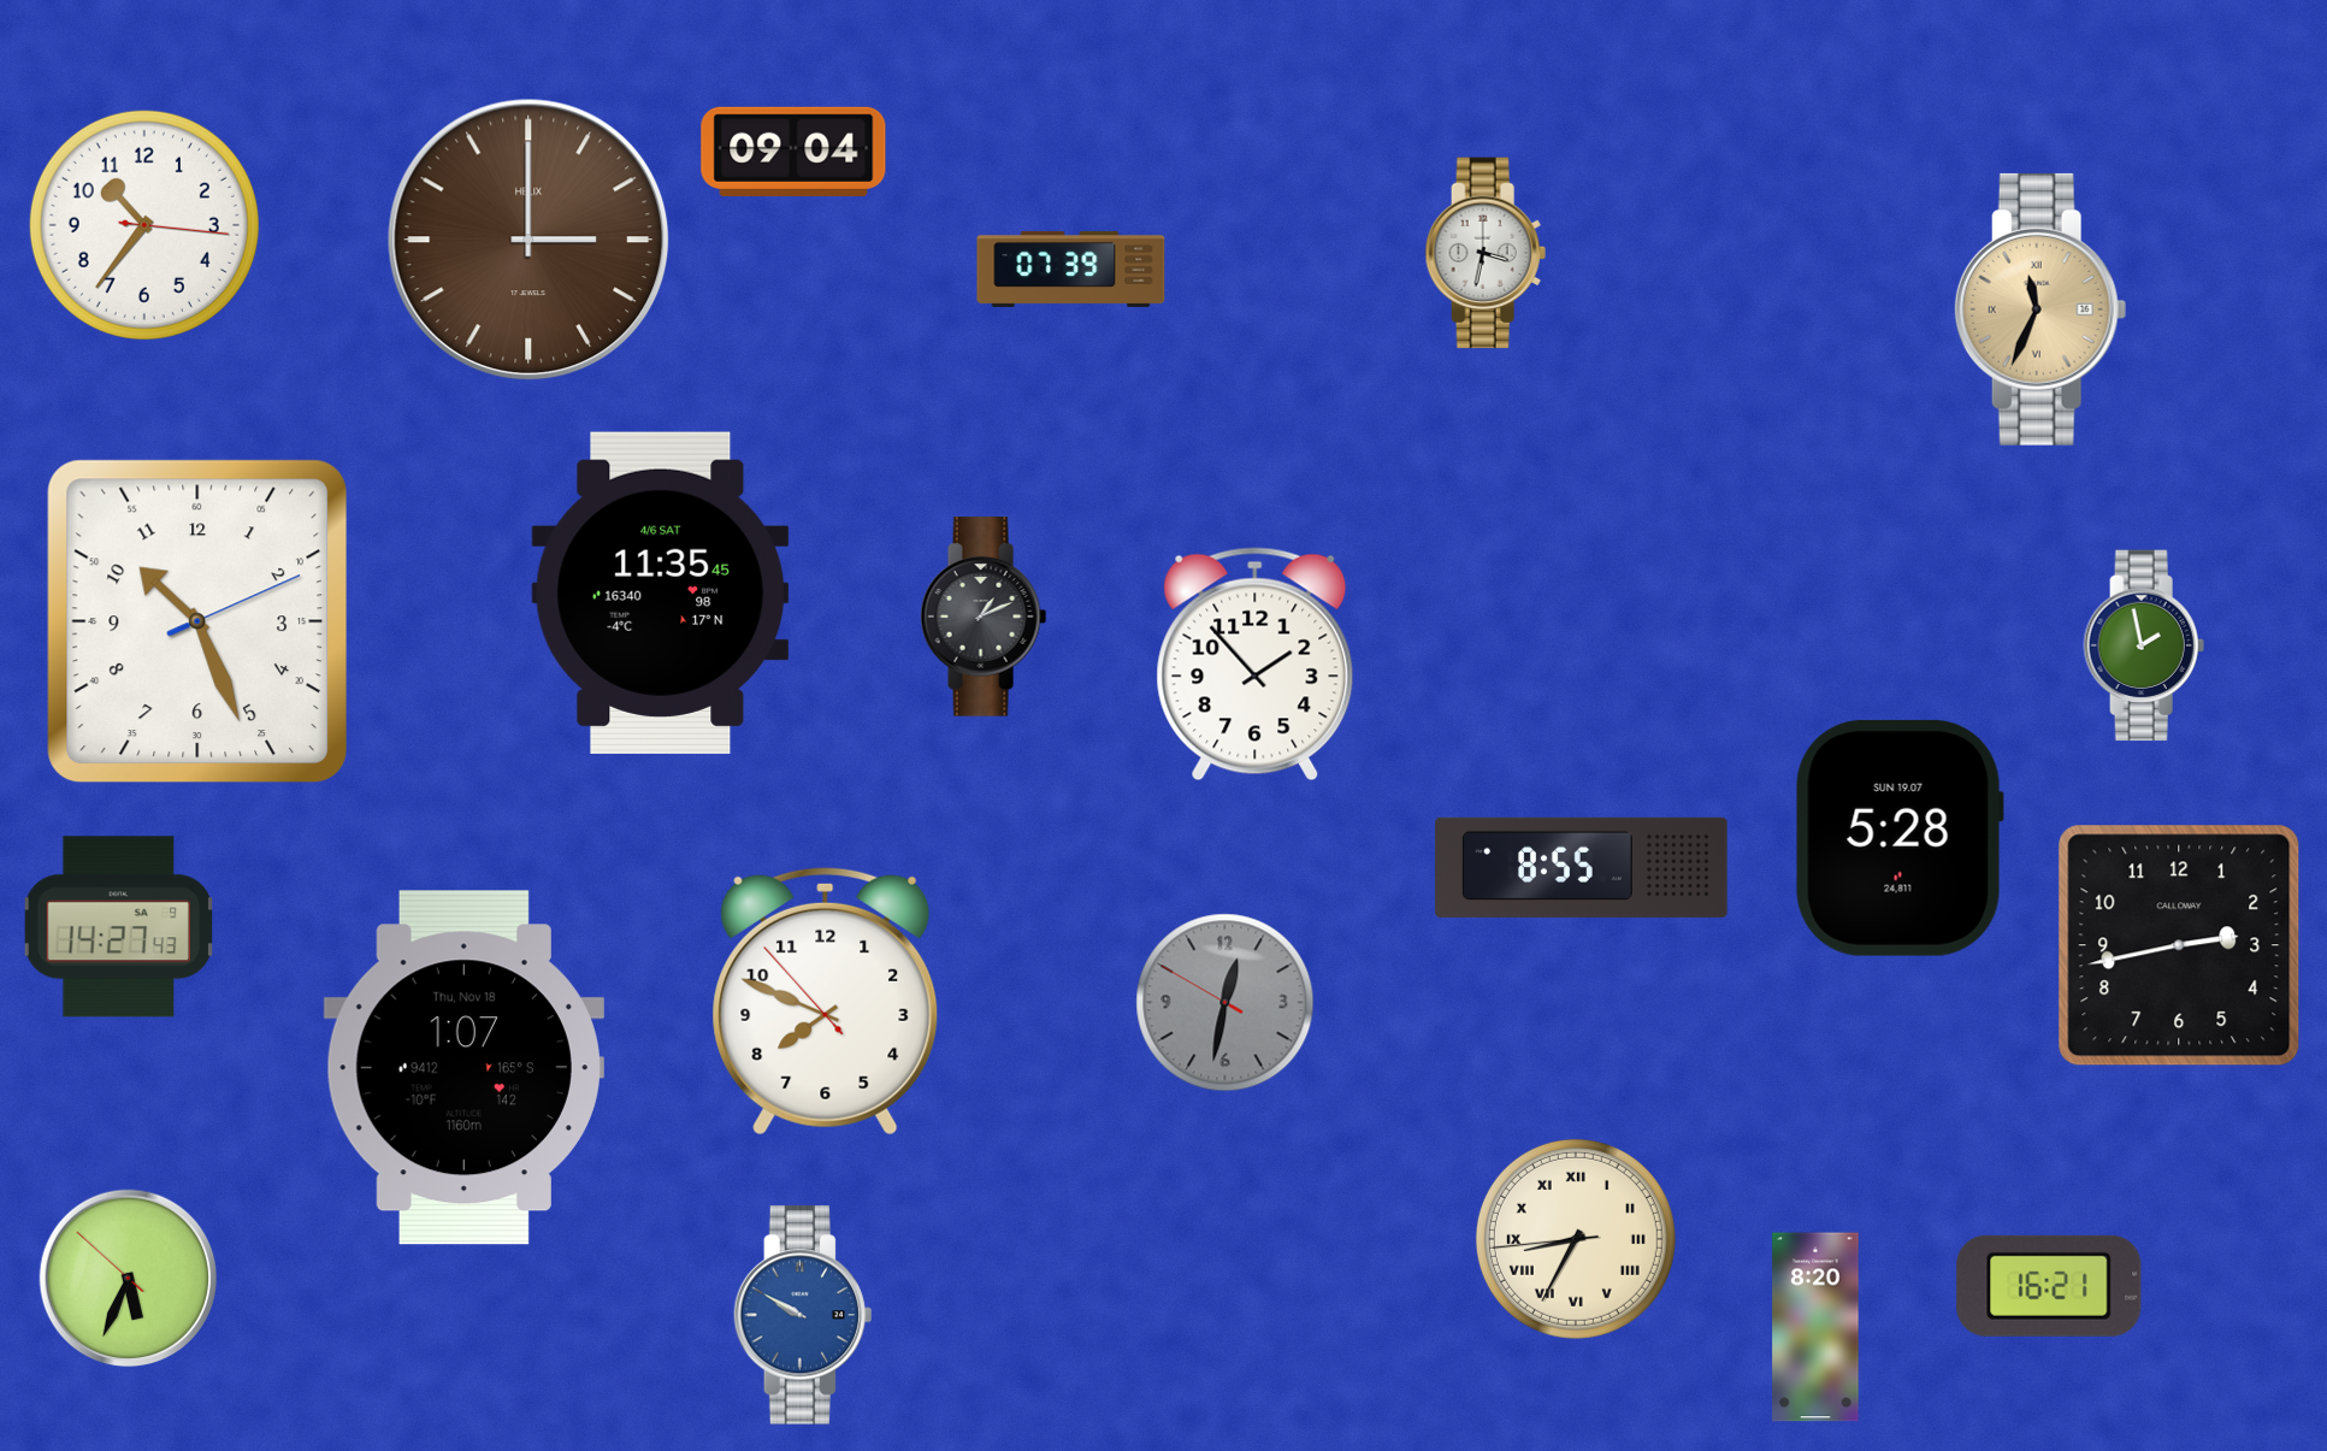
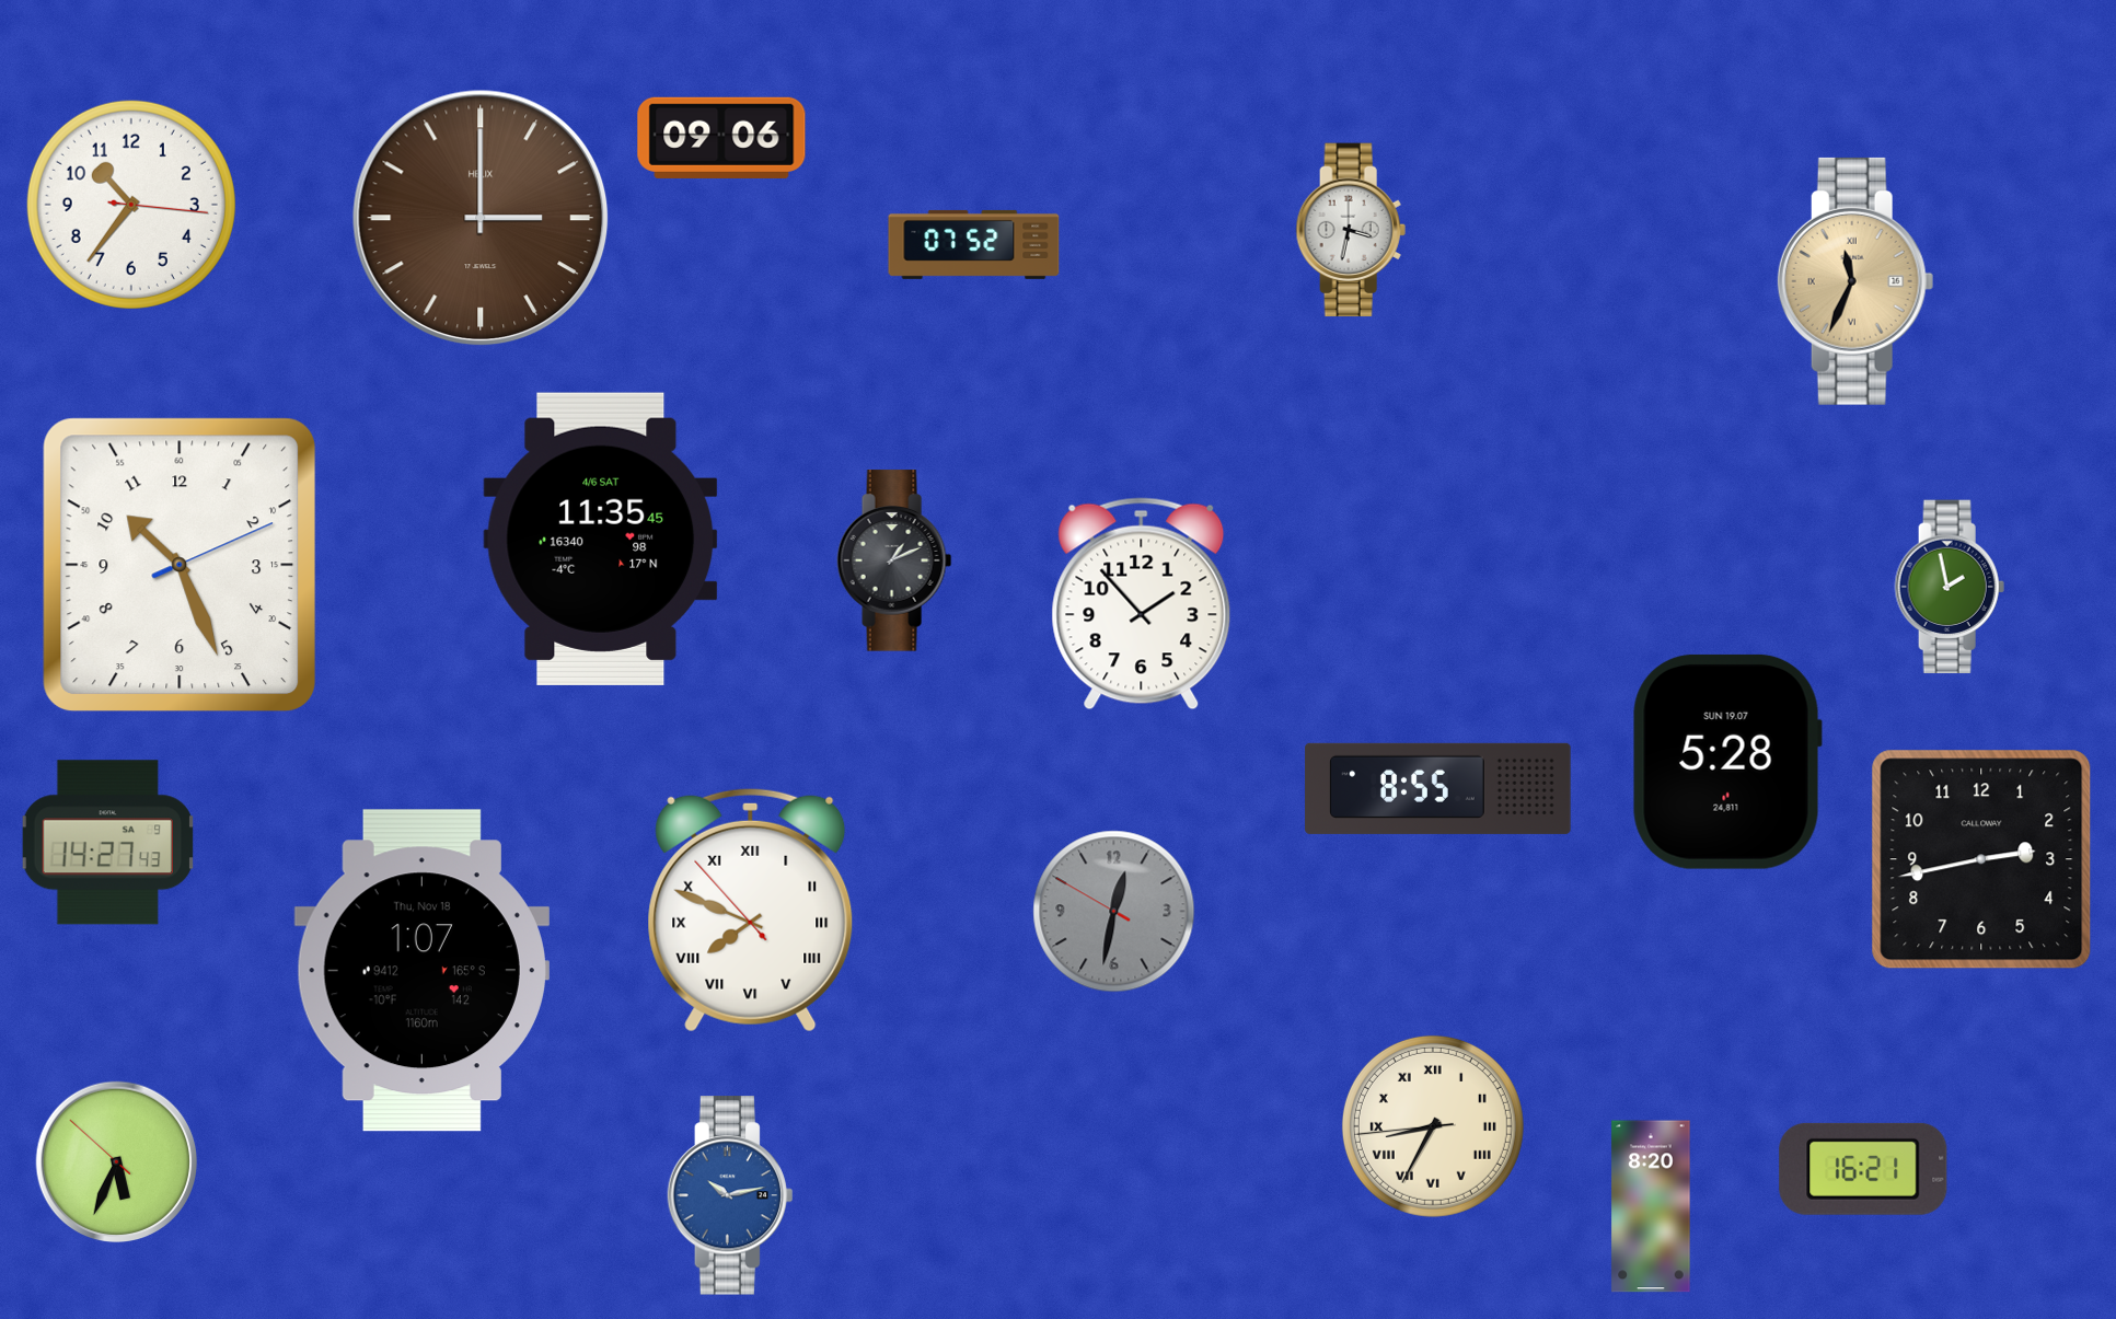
clock at (793, 152): 09:04 -> 09:06
clock at (1071, 269): 07:39 -> 07:52
clock at (826, 1001) numerals: Arabic -> Roman
clock at (802, 1315): 9:50 -> 10:13
